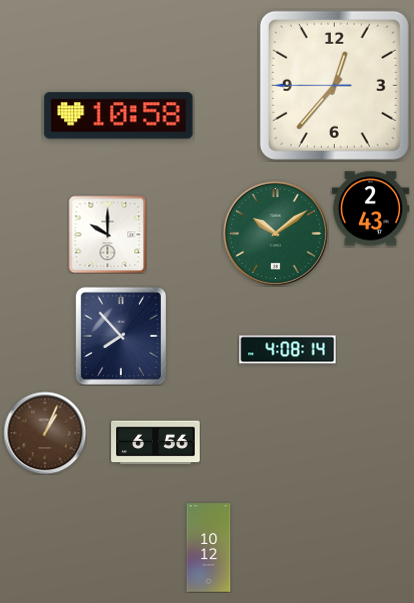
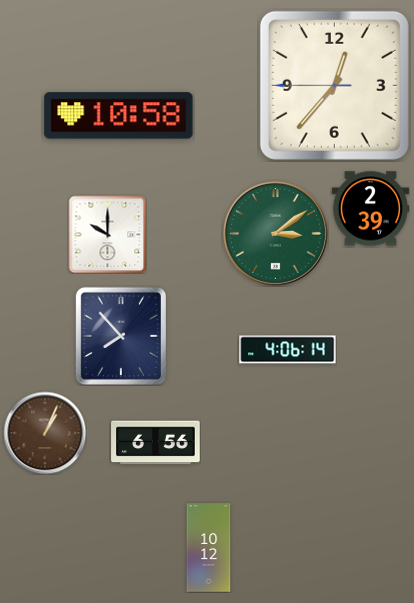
clock at (370, 209): 2:43 -> 2:39
clock at (275, 233): 10:09 -> 3:09
clock at (288, 350): 4:08 -> 4:06
